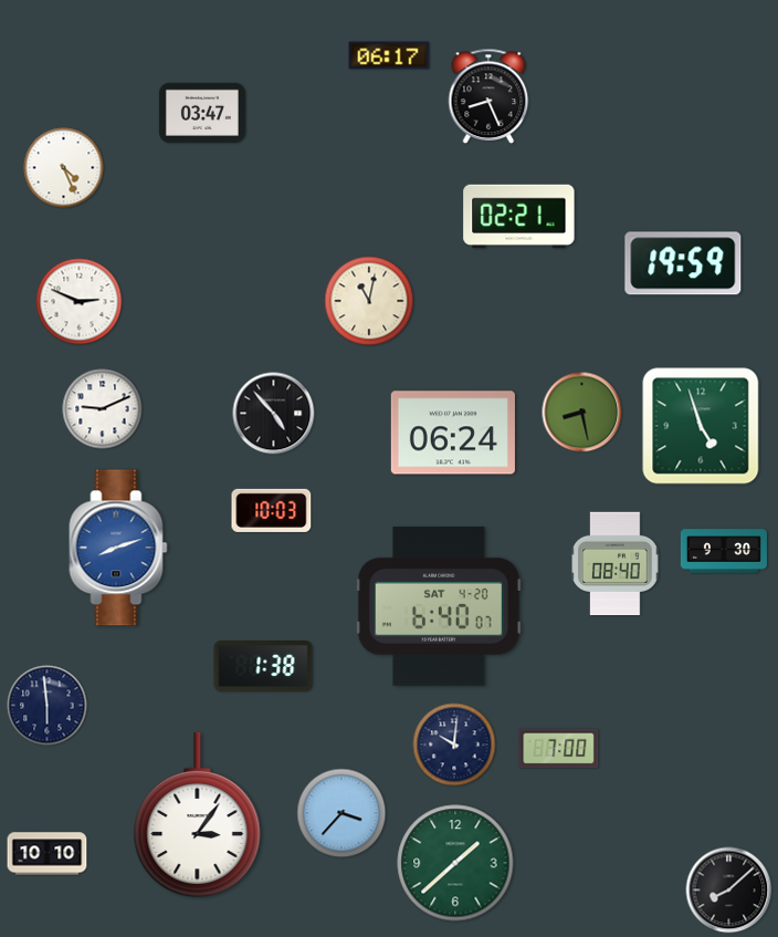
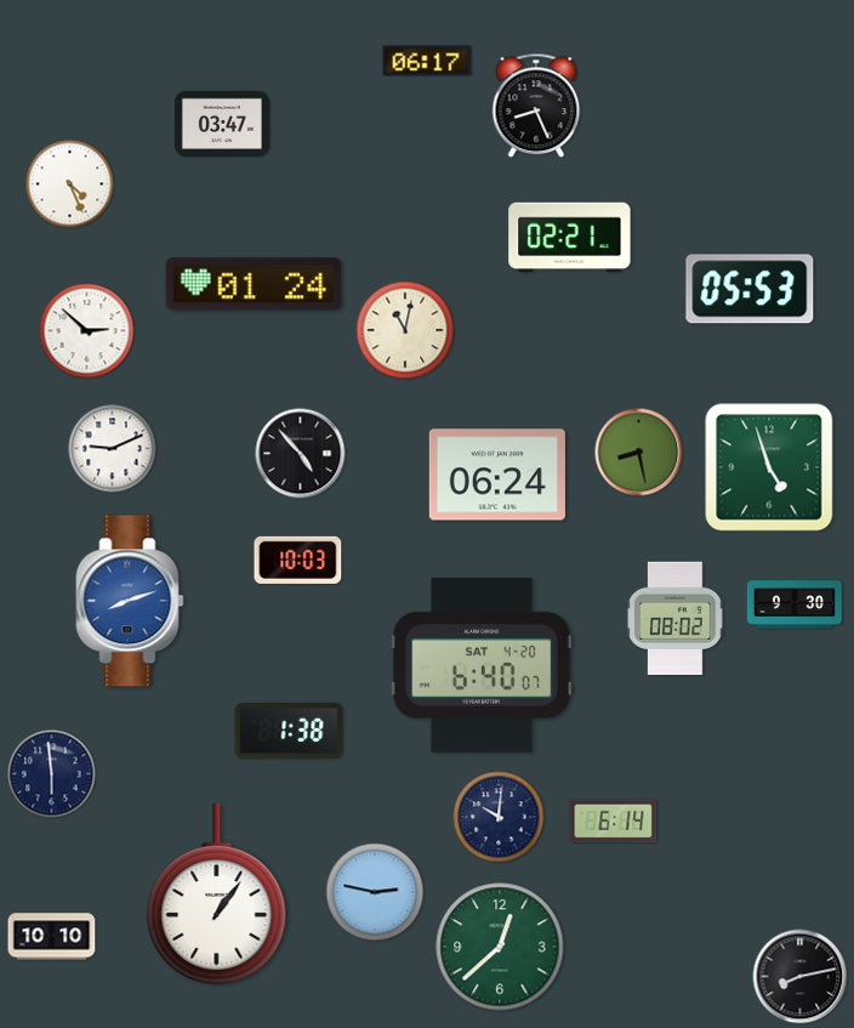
clock at (254, 284): none -> 01:24
clock at (683, 263): 19:59 -> 05:53
clock at (80, 302): 2:49 -> 2:52
clock at (616, 564): 08:40 -> 08:02
clock at (559, 749): 7:00 -> 6:14
clock at (341, 813): 3:37 -> 2:47
clock at (198, 815): 3:06 -> 1:06
clock at (455, 863): 1:38 -> 12:38
clock at (729, 891): 8:08 -> 8:13
